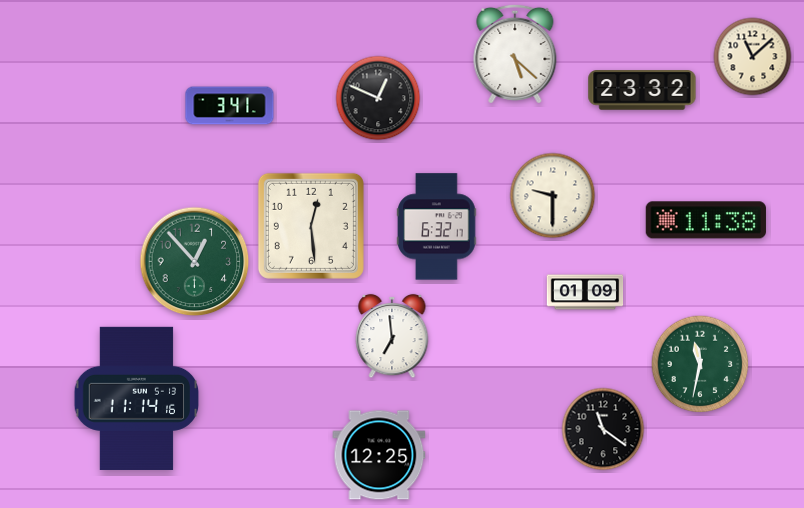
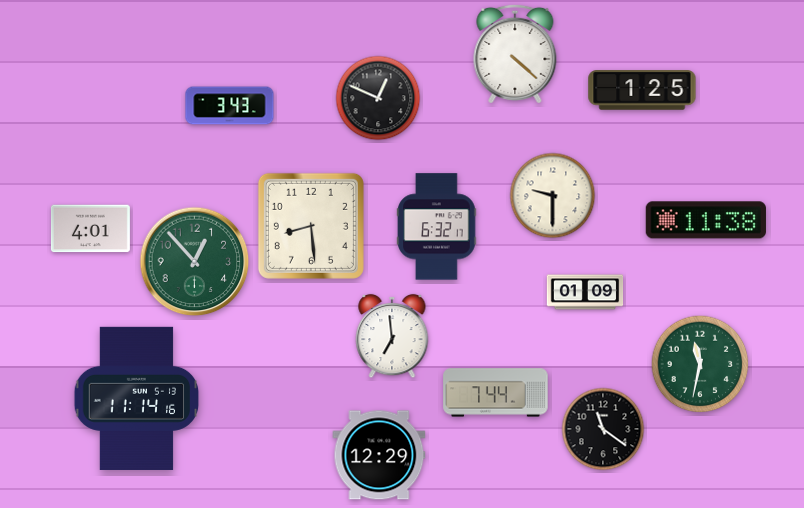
clock at (515, 54): 5:22 -> 4:22
clock at (753, 57): 11:08 -> none
clock at (642, 90): 23:32 -> 1:25
clock at (230, 106): 3:41 -> 3:43
clock at (311, 226): 12:29 -> 8:29
clock at (90, 229): none -> 4:01
clock at (496, 393): none -> 7:44
clock at (379, 455): 12:25 -> 12:29
